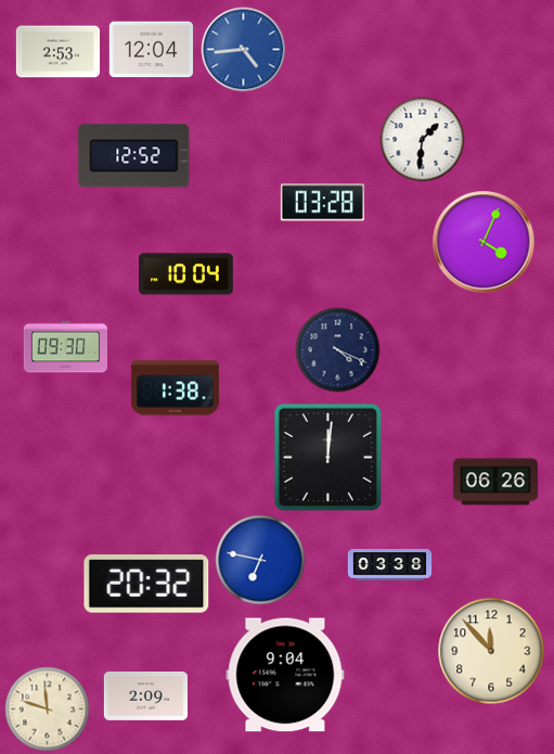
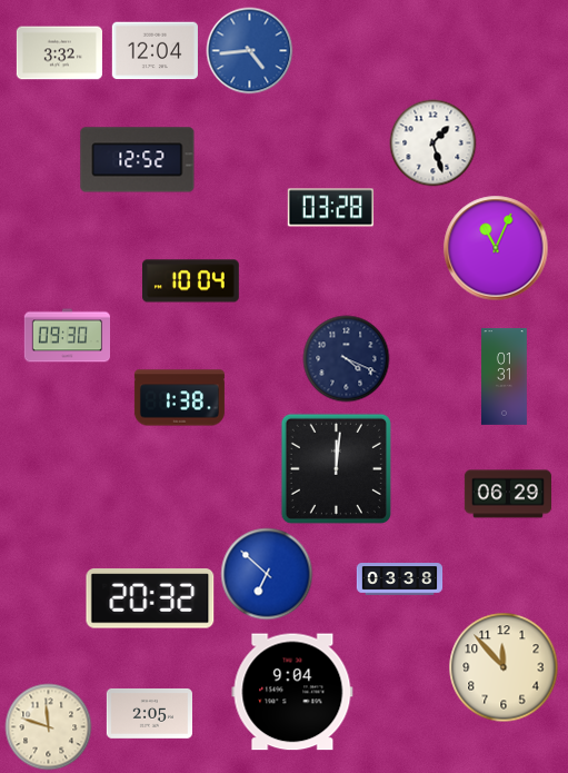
clock at (57, 52): 2:53 -> 3:32
clock at (422, 139): 1:31 -> 1:27
clock at (484, 242): 4:04 -> 11:04
clock at (65, 347) position: (65, 347) -> (67, 336)
clock at (505, 377): none -> 01:31
clock at (494, 482): 06:26 -> 06:29
clock at (260, 560): 6:47 -> 6:52
clock at (145, 697): 2:09 -> 2:05
